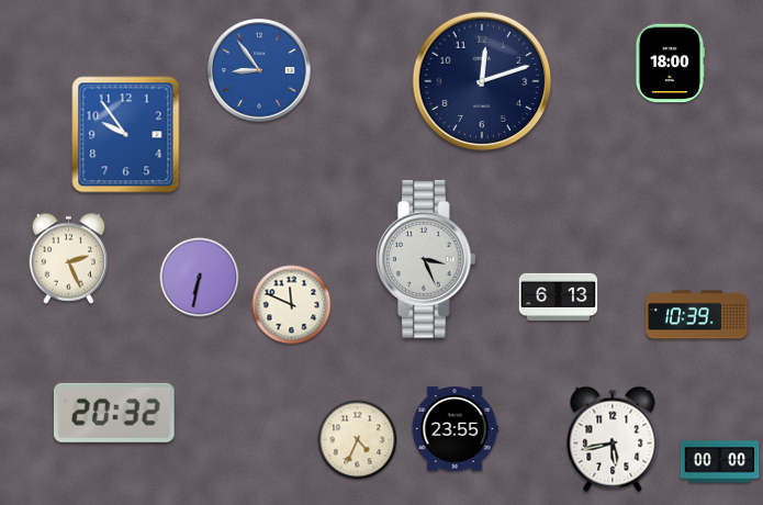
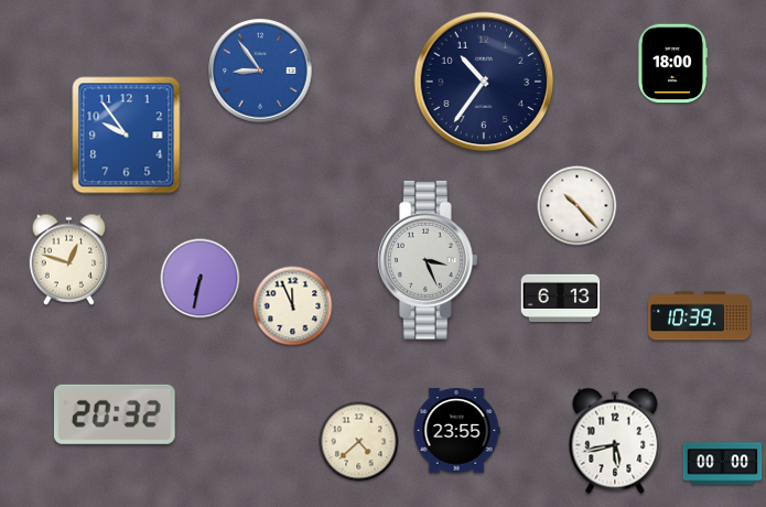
clock at (482, 81): 12:12 -> 10:36
clock at (578, 206): none -> 10:23
clock at (69, 258): 2:26 -> 12:48
clock at (292, 305): 11:49 -> 11:56
clock at (358, 440): 4:34 -> 4:38
